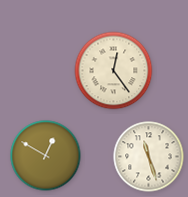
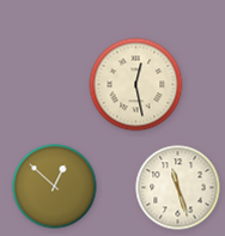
clock at (114, 71): 12:24 -> 12:28
clock at (46, 156): 12:50 -> 12:52
